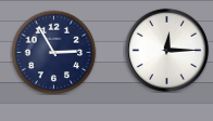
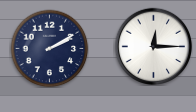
clock at (53, 52): 2:55 -> 2:10
